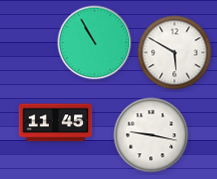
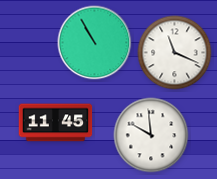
clock at (175, 53): 5:50 -> 11:19
clock at (151, 135): 9:17 -> 9:59
